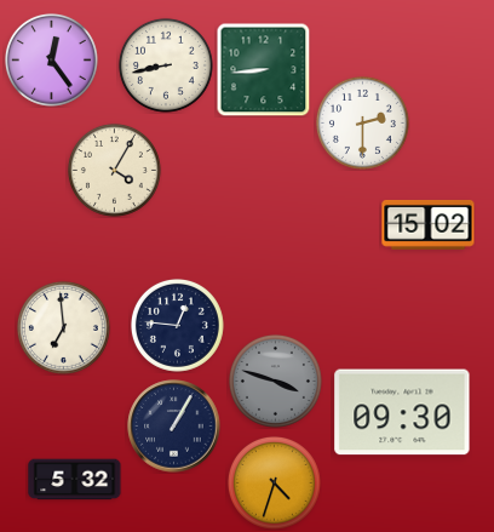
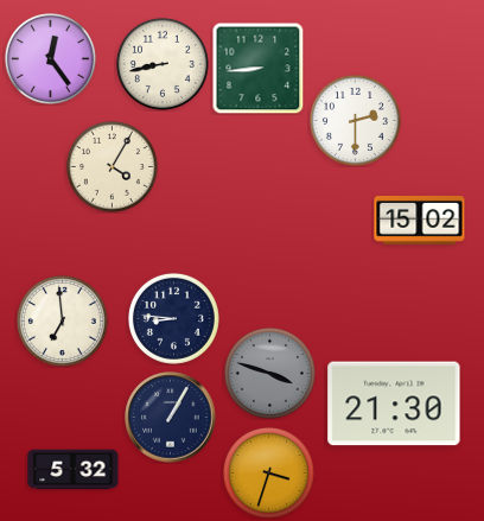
clock at (177, 325): 12:46 -> 8:46
clock at (402, 412): 09:30 -> 21:30
clock at (274, 482): 4:33 -> 3:33
